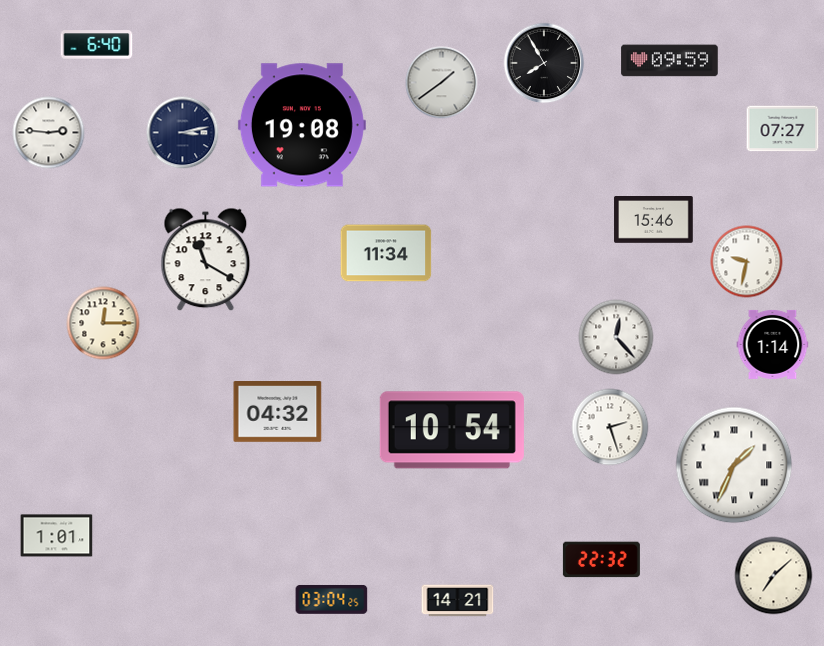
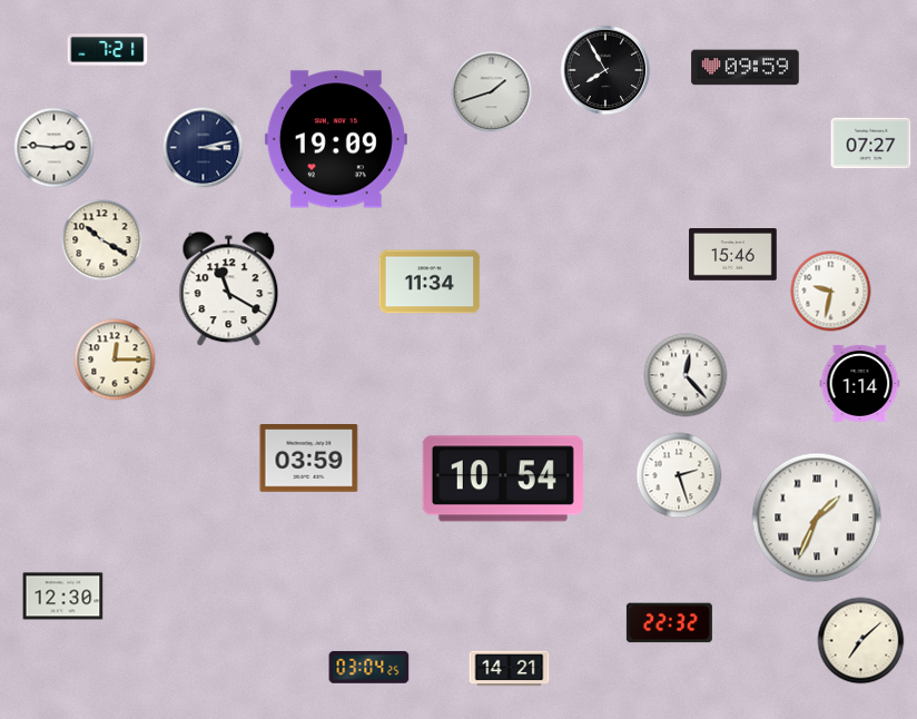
clock at (97, 45): 6:40 -> 7:21
clock at (442, 83): 1:39 -> 1:42
clock at (302, 125): 19:08 -> 19:09
clock at (102, 240): none -> 10:20
clock at (654, 220) position: (654, 220) -> (733, 255)
clock at (278, 412): 04:32 -> 03:59
clock at (57, 536): 1:01 -> 12:30
